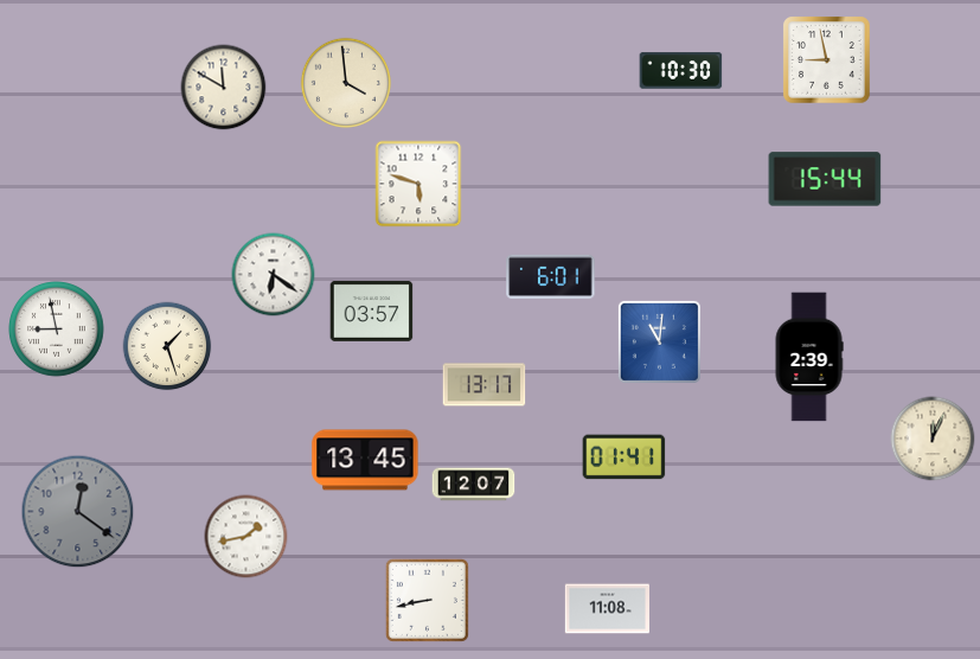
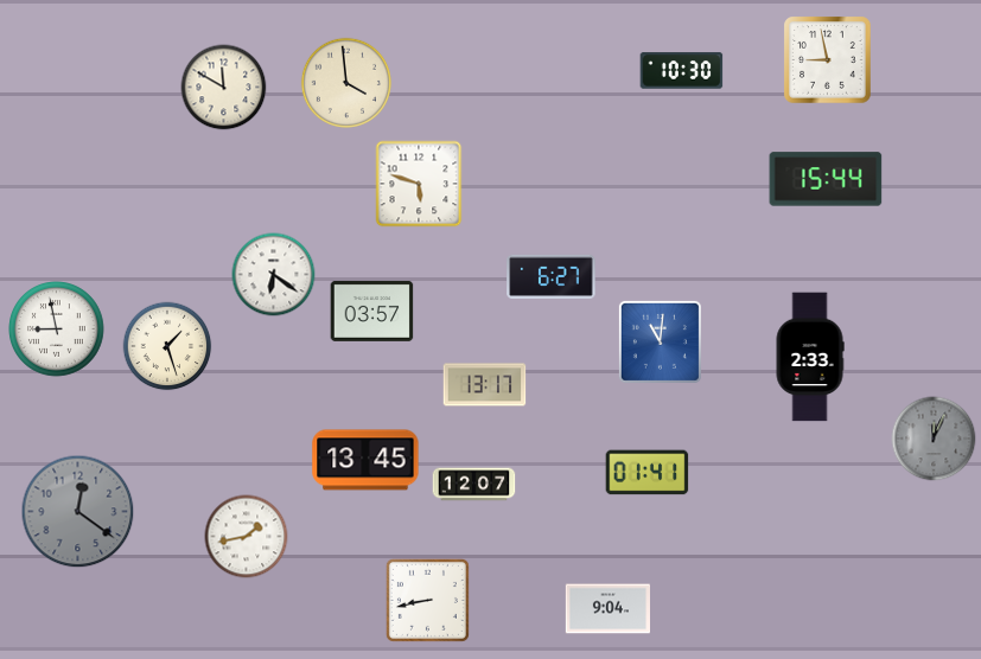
clock at (551, 276): 6:01 -> 6:27
clock at (809, 357): 2:39 -> 2:33
clock at (933, 439) dial: cream -> grey
clock at (624, 458) position: (624, 458) -> (648, 473)
clock at (607, 609): 11:08 -> 9:04
